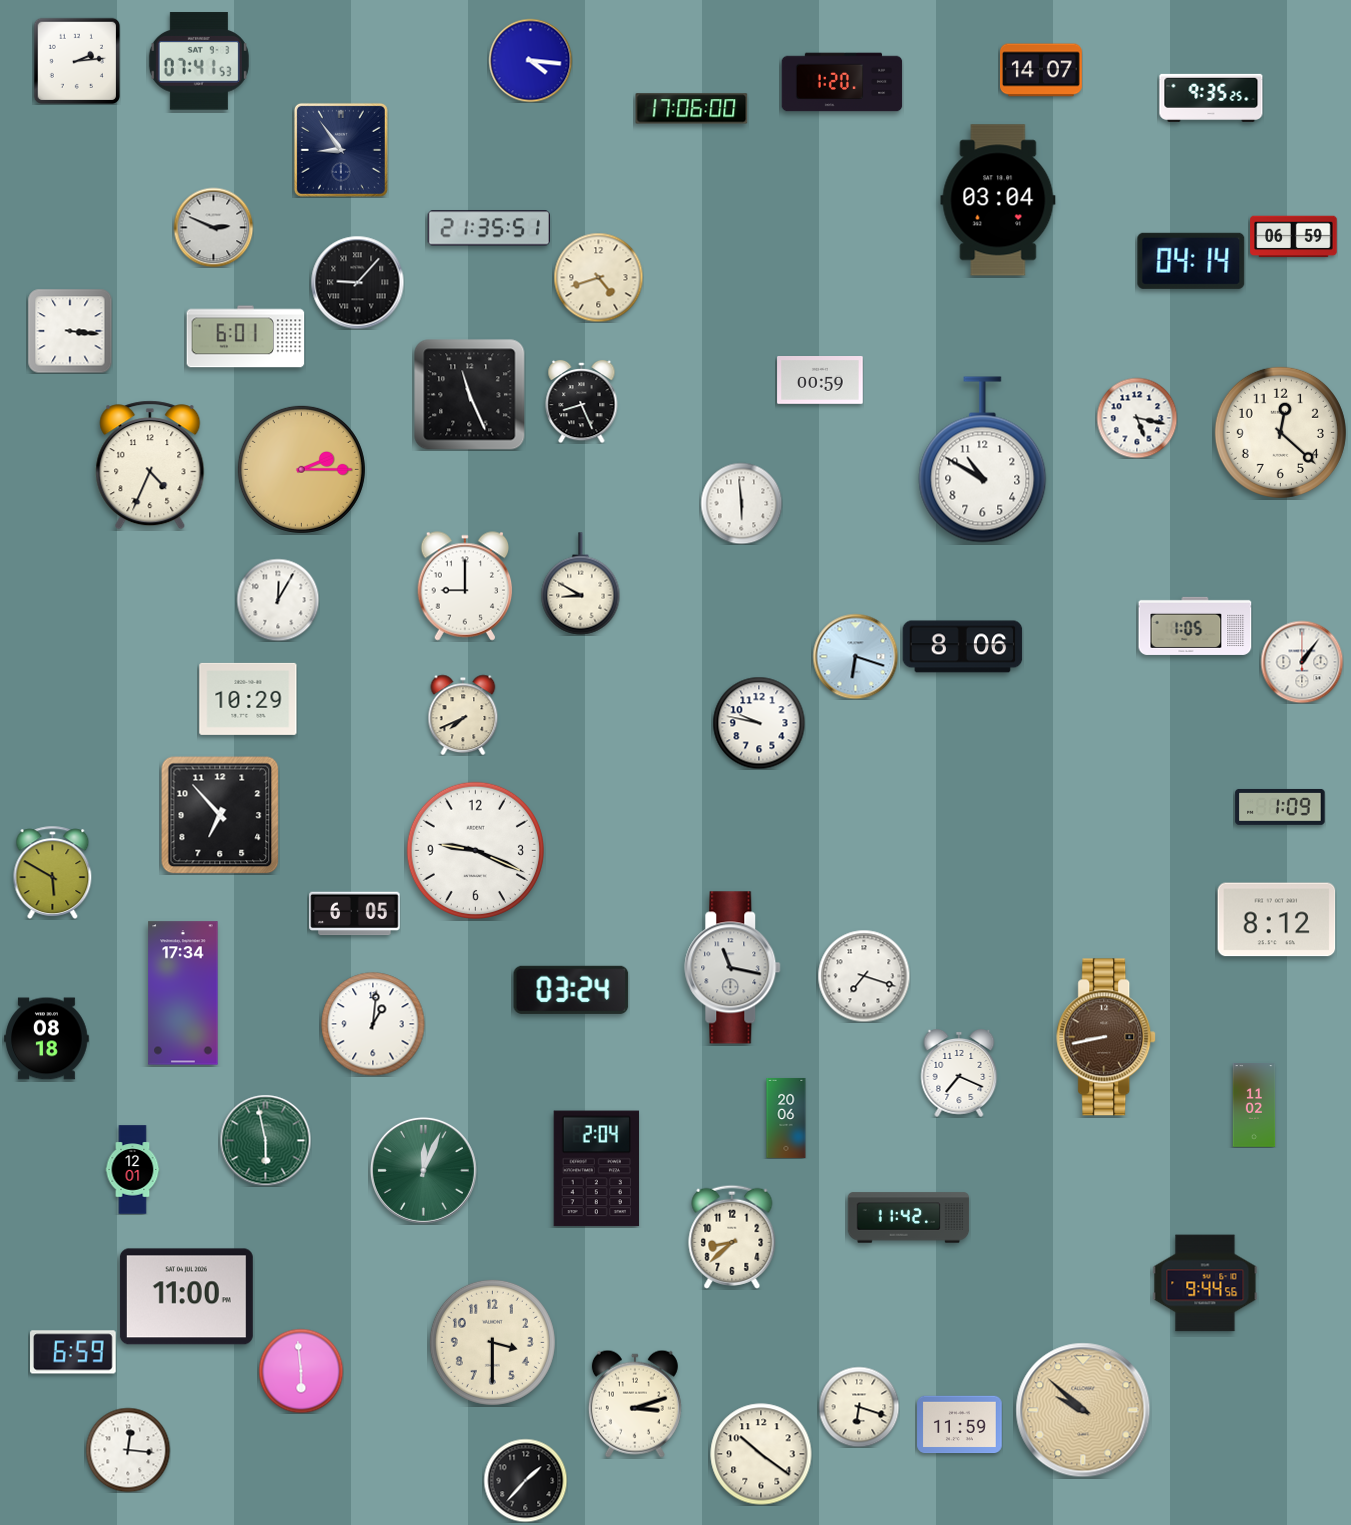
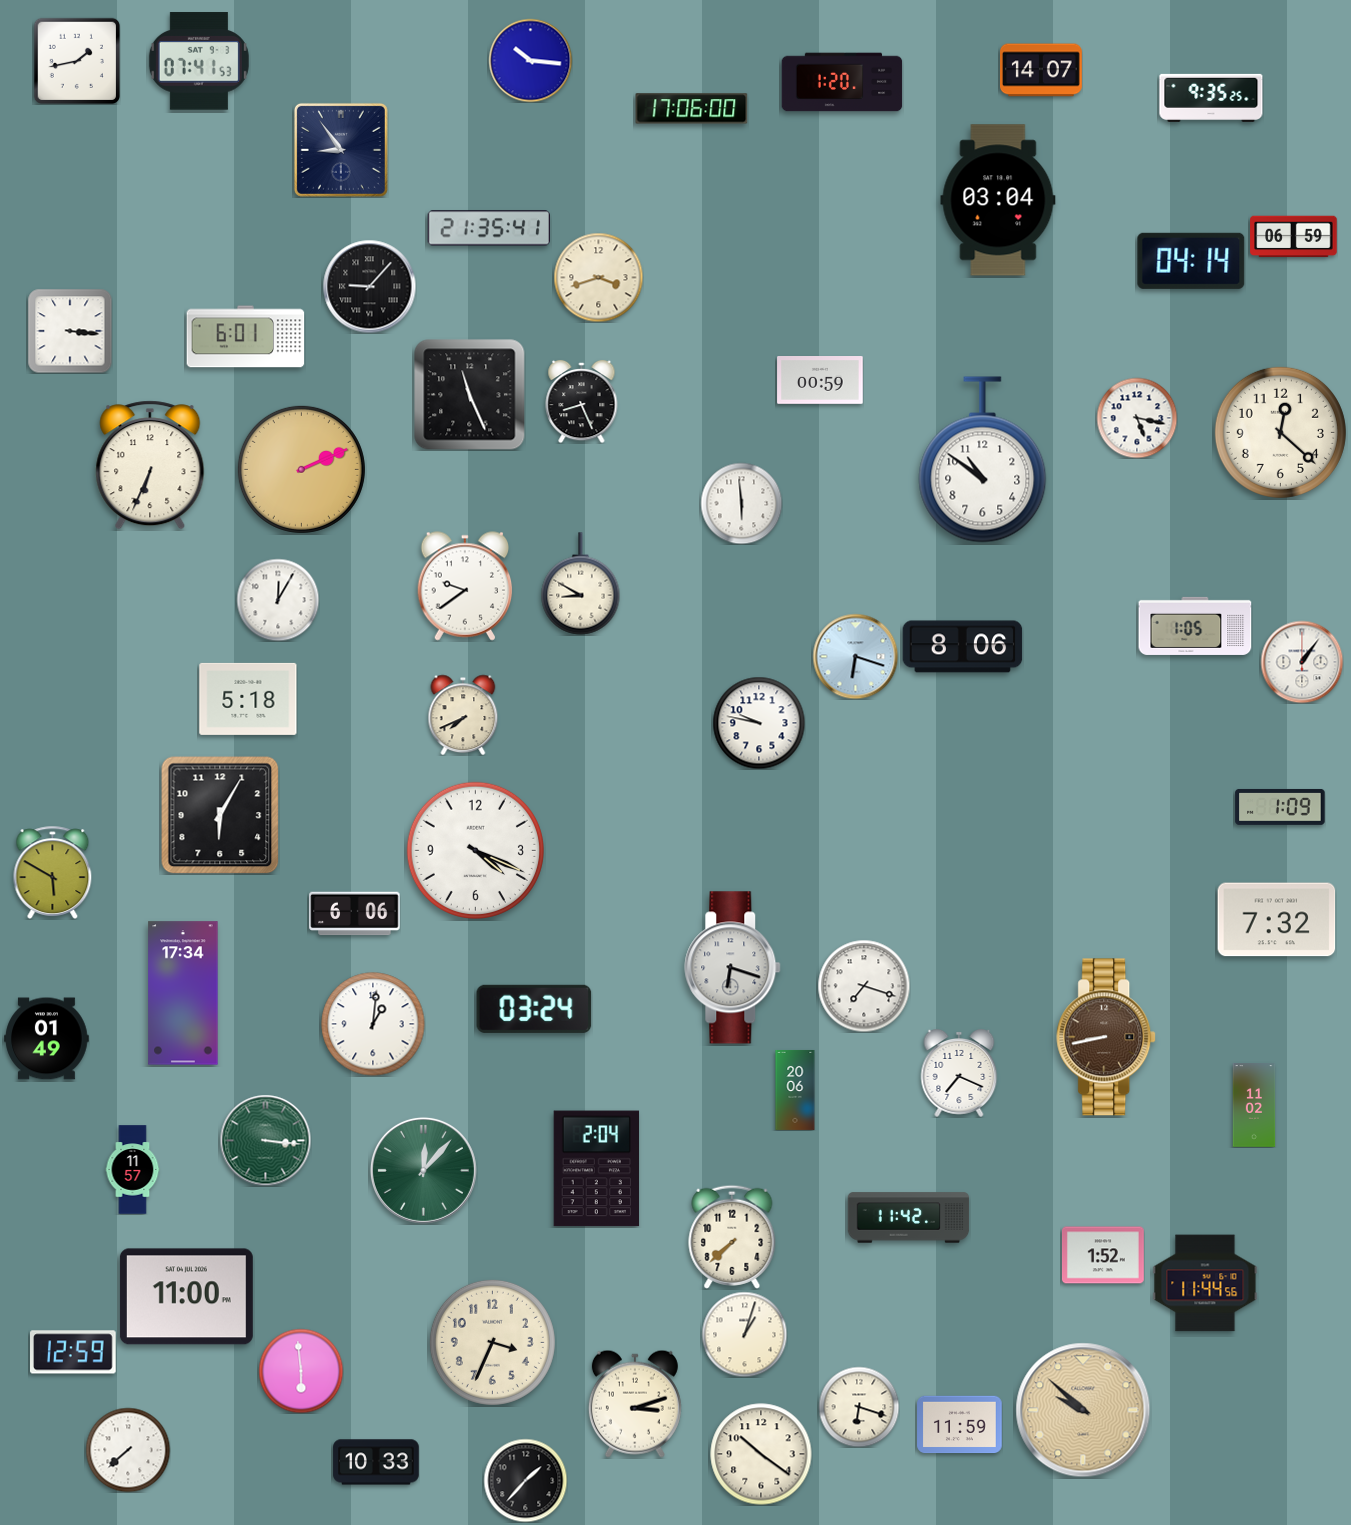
clock at (76, 60): 2:14 -> 1:43
clock at (530, 60): 4:16 -> 10:16
clock at (213, 227): 2:49 -> none
clock at (488, 228): 21:35:51 -> 21:35:41
clock at (598, 277): 4:42 -> 3:42
clock at (357, 282) position: (357, 282) -> (369, 286)
clock at (983, 460): 10:50 -> 10:51
clock at (150, 465): 4:34 -> 6:34
clock at (301, 469): 2:15 -> 2:11
clock at (465, 586): 9:00 -> 9:39
clock at (248, 699): 10:29 -> 5:18
clock at (220, 815): 6:53 -> 6:05
clock at (475, 850): 9:19 -> 4:19
clock at (355, 914): 6:05 -> 6:06
clock at (1277, 920): 8:12 -> 7:32
clock at (733, 968): 11:17 -> 6:18
clock at (864, 976) position: (864, 976) -> (864, 986)
clock at (571, 990) position: (571, 990) -> (534, 1009)
clock at (47, 1039): 08:18 -> 01:49
clock at (786, 1118) position: (786, 1118) -> (795, 1090)
clock at (265, 1140): 5:58 -> 3:16
clock at (133, 1170): 12:01 -> 11:57
clock at (423, 1170): 12:04 -> 12:07
clock at (732, 1237): 8:38 -> 7:38
clock at (1103, 1255): none -> 1:52
clock at (1205, 1283): 9:44 -> 11:44
clock at (744, 1334): none -> 1:03
clock at (492, 1342): 3:30 -> 3:34
clock at (73, 1352): 6:59 -> 12:59
clock at (128, 1450): 12:16 -> 7:38
clock at (376, 1462): none -> 10:33
